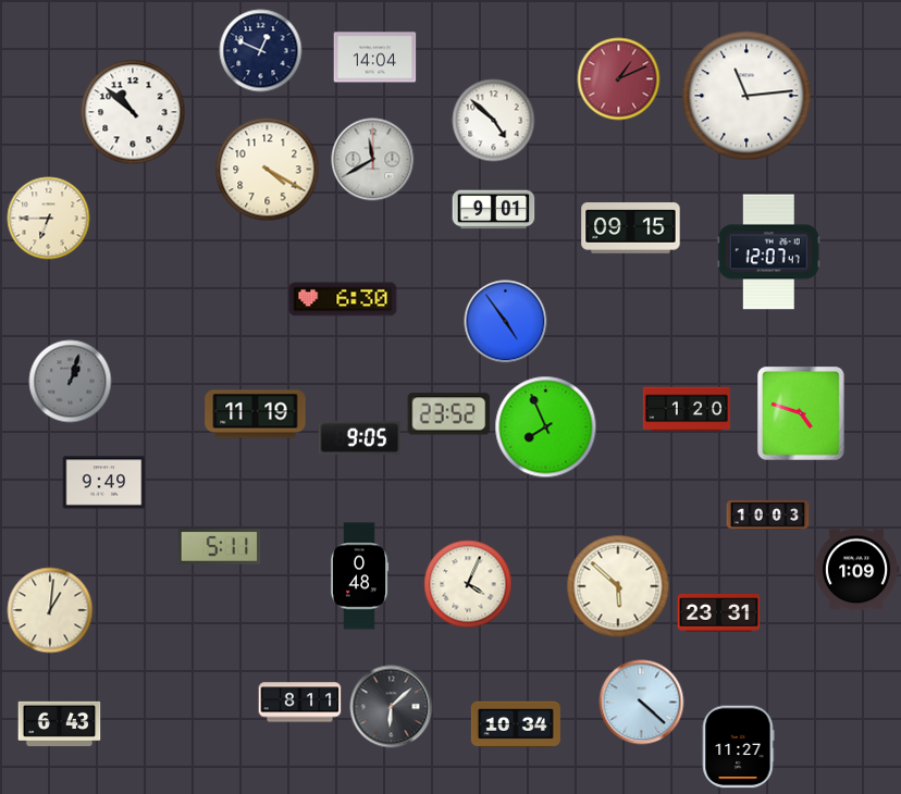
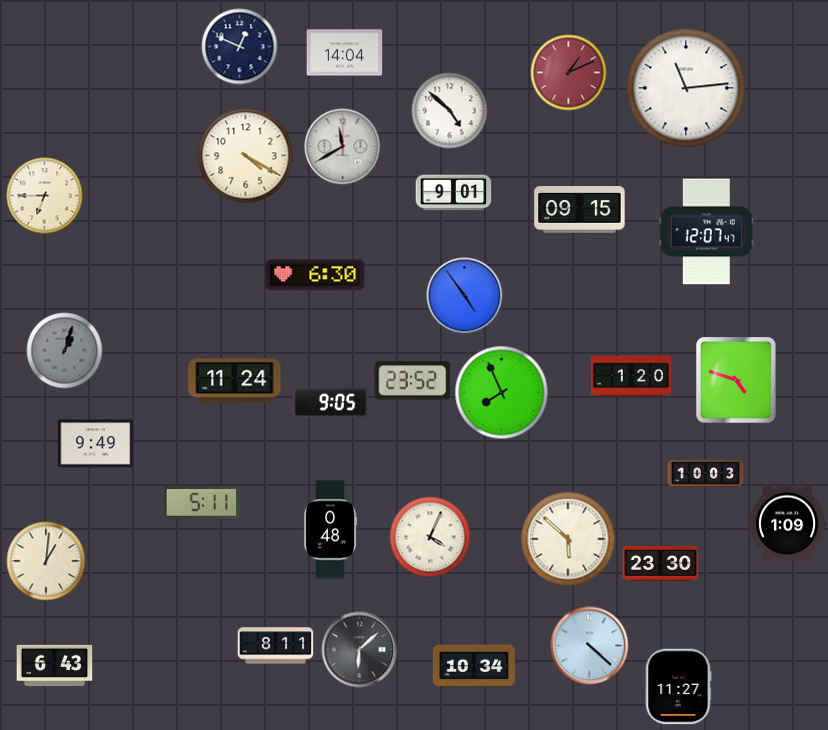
clock at (133, 112): 10:52 -> none
clock at (494, 121) position: (494, 121) -> (450, 111)
clock at (49, 219) position: (49, 219) -> (45, 196)
clock at (256, 414): 11:19 -> 11:24
clock at (719, 613): 23:31 -> 23:30
